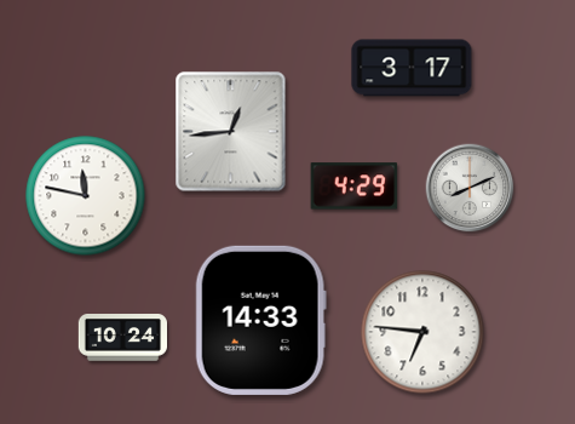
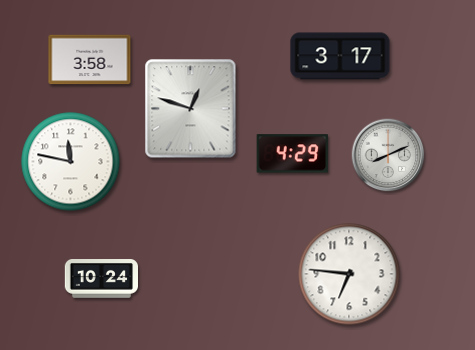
clock at (90, 60): none -> 3:58
clock at (231, 132): 12:44 -> 12:48
clock at (260, 320): 14:33 -> none
